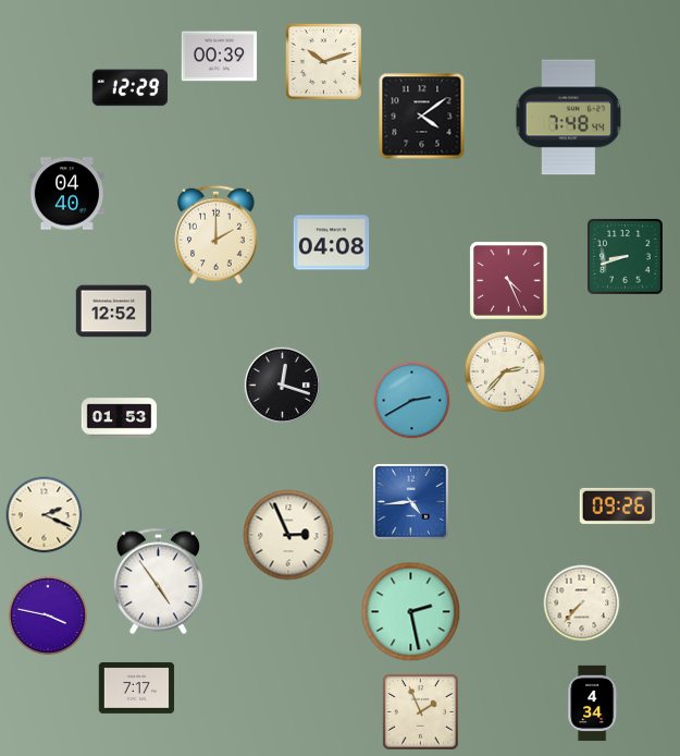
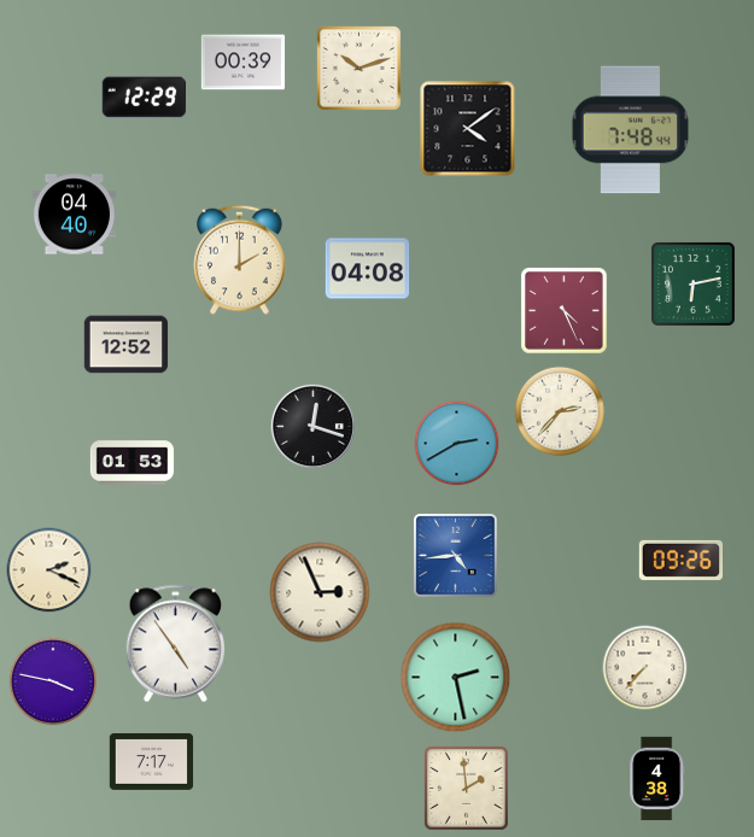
clock at (626, 257): 8:42 -> 6:13
clock at (617, 505) position: (617, 505) -> (680, 560)
clock at (593, 704): 4:34 -> 4:38
clock at (421, 712): 1:56 -> 1:59
